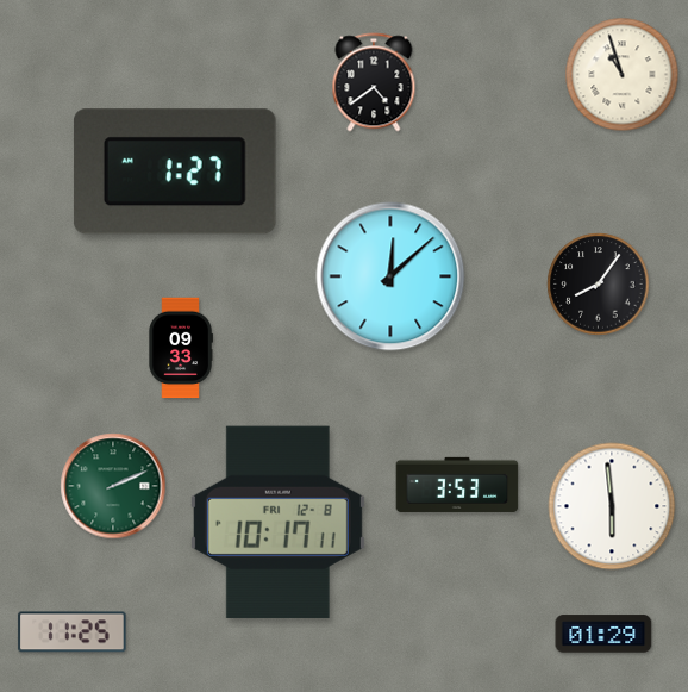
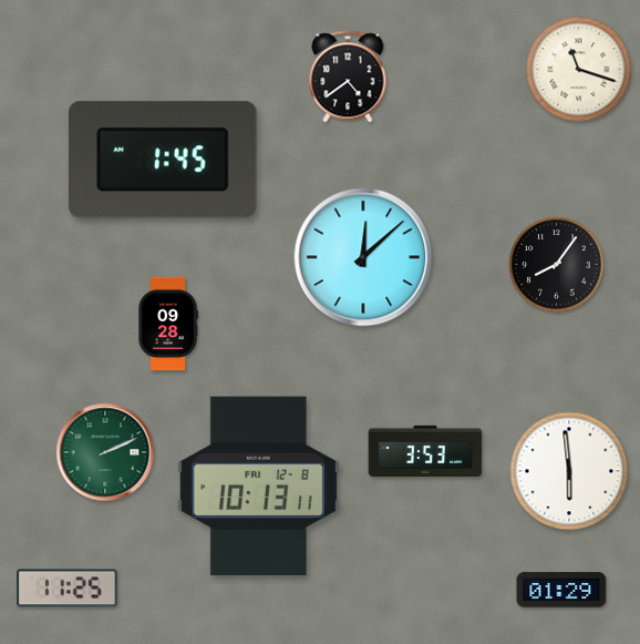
clock at (623, 75): 10:57 -> 11:18
clock at (175, 172): 1:27 -> 1:45
clock at (181, 348): 09:33 -> 09:28
clock at (277, 523): 10:17 -> 10:13
